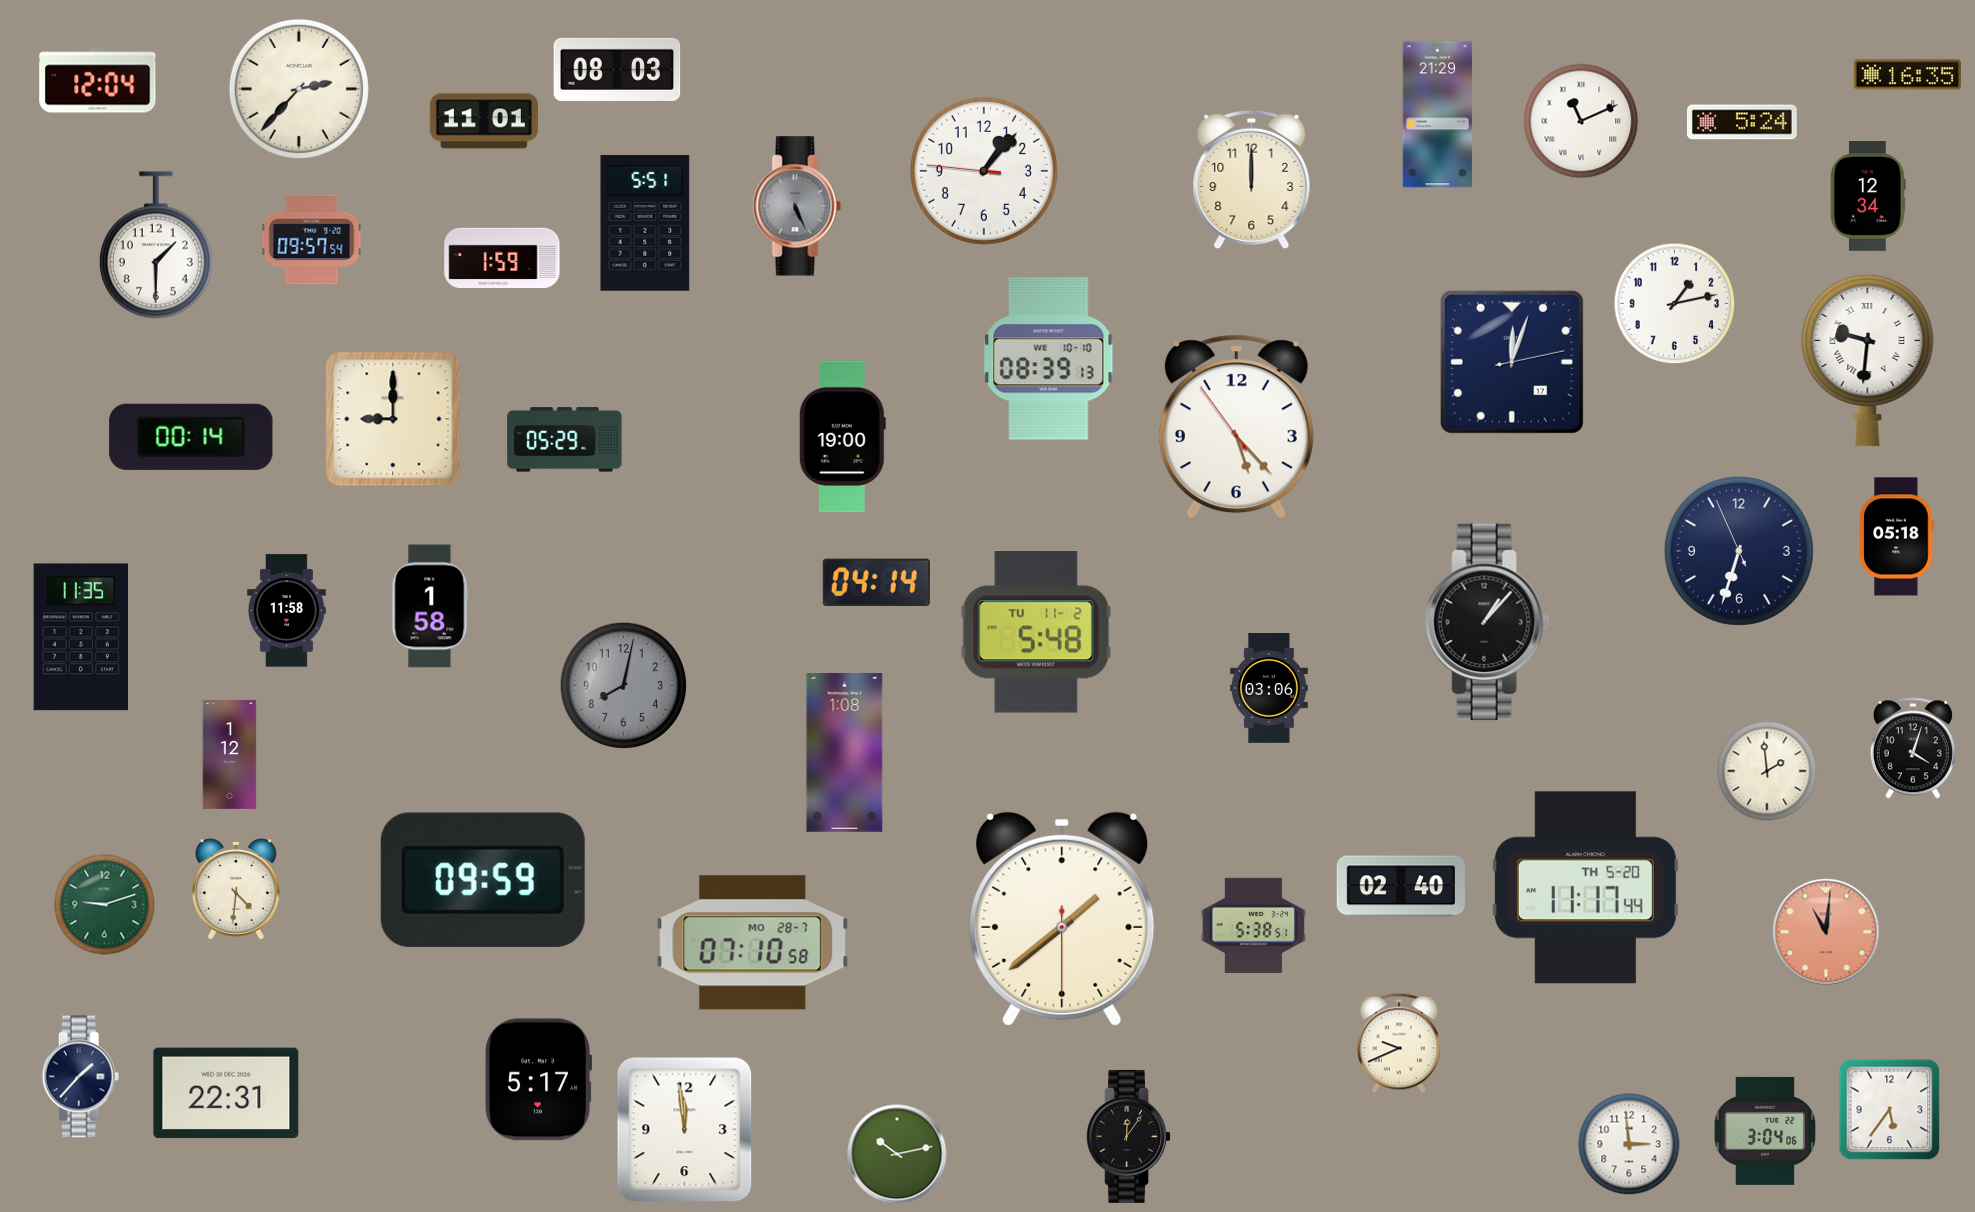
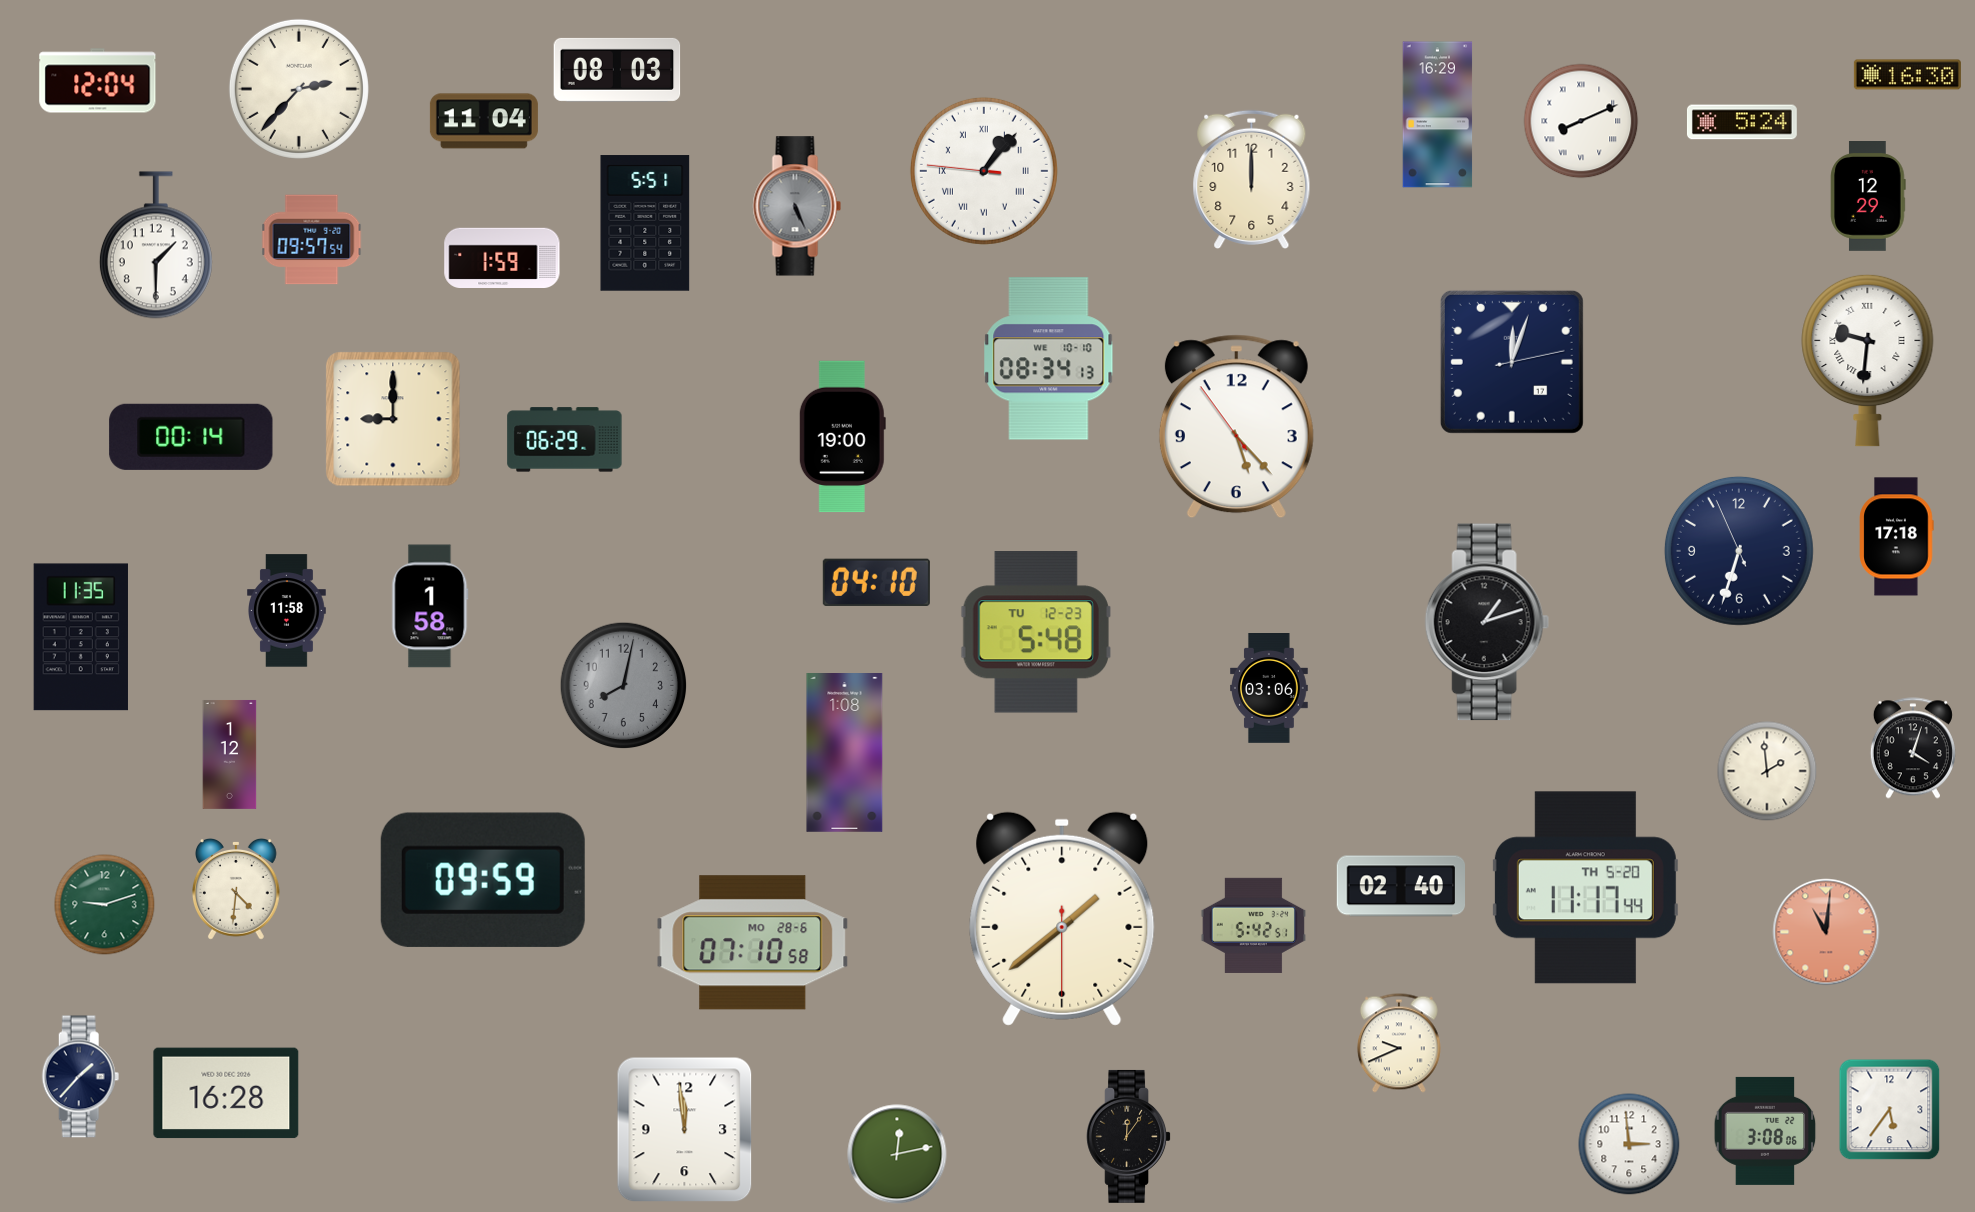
clock at (1907, 75): 16:35 -> 16:30
clock at (1438, 115): 21:29 -> 16:29
clock at (484, 121): 11:01 -> 11:04
clock at (1581, 121): 11:11 -> 8:11
clock at (984, 171) numerals: Arabic -> Roman
clock at (1868, 197): 12:34 -> 12:29
clock at (1675, 304): 1:13 -> none
clock at (1049, 359): 08:39 -> 08:34
clock at (565, 440): 05:29 -> 06:29
clock at (1897, 537): 05:18 -> 17:18
clock at (876, 582): 04:14 -> 04:10
clock at (1487, 622): 1:07 -> 1:12
clock at (1036, 632) date: TU 11-2 -> TU 12-23
clock at (1253, 925): 5:38 -> 5:42
clock at (753, 943) date: MO 28-7 -> MO 28-6
clock at (539, 1080): 5:17 -> none
clock at (226, 1093): 22:31 -> 16:28
clock at (1765, 1131): 3:04 -> 3:08
clock at (897, 1154): 10:13 -> 12:13
